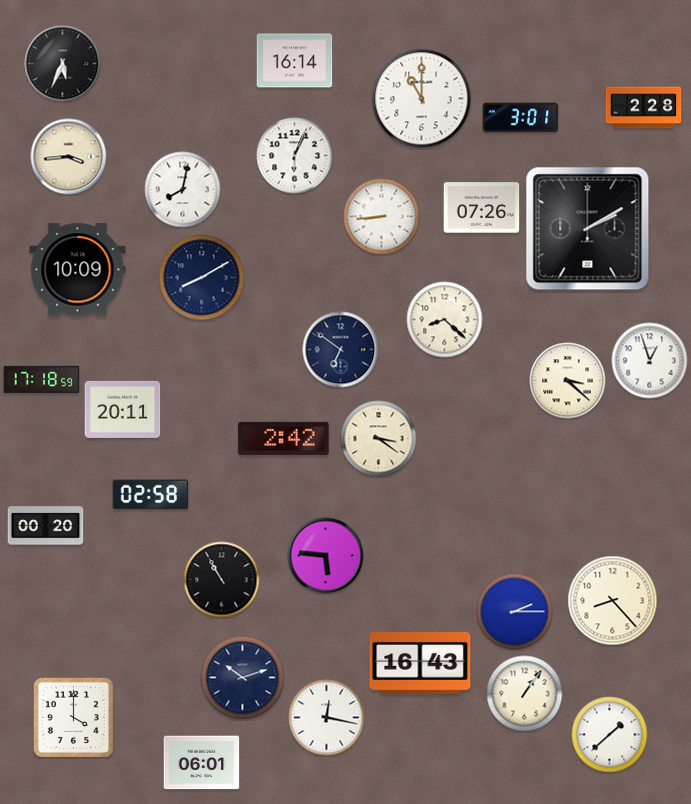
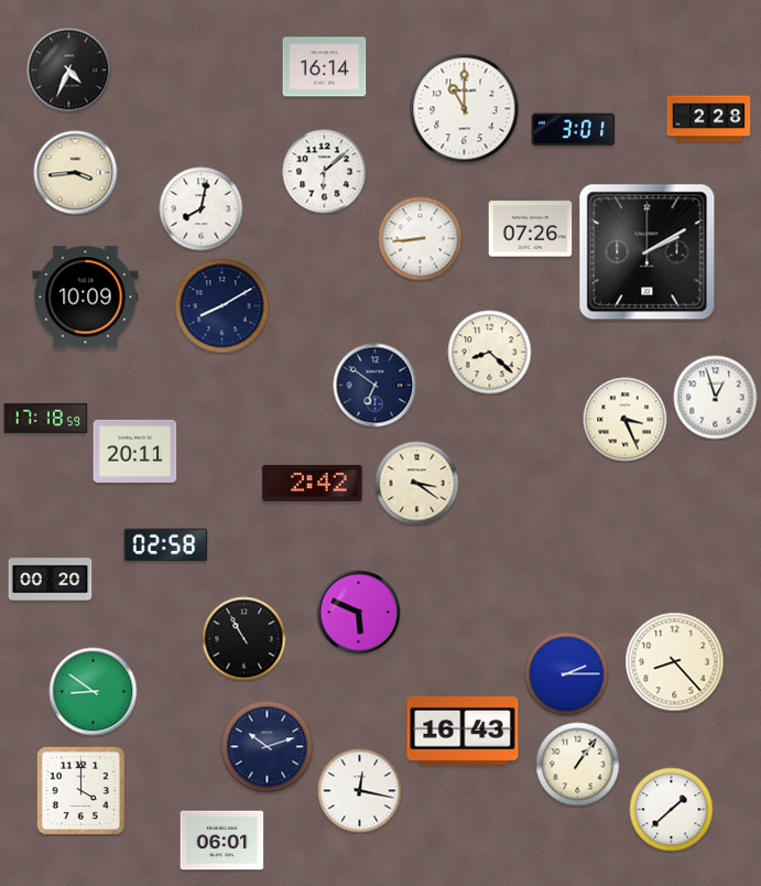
clock at (63, 64): 5:34 -> 4:34
clock at (295, 156): 6:04 -> 6:08
clock at (568, 381): 3:22 -> 3:26
clock at (326, 556): 5:46 -> 5:49
clock at (94, 692): none -> 8:51
